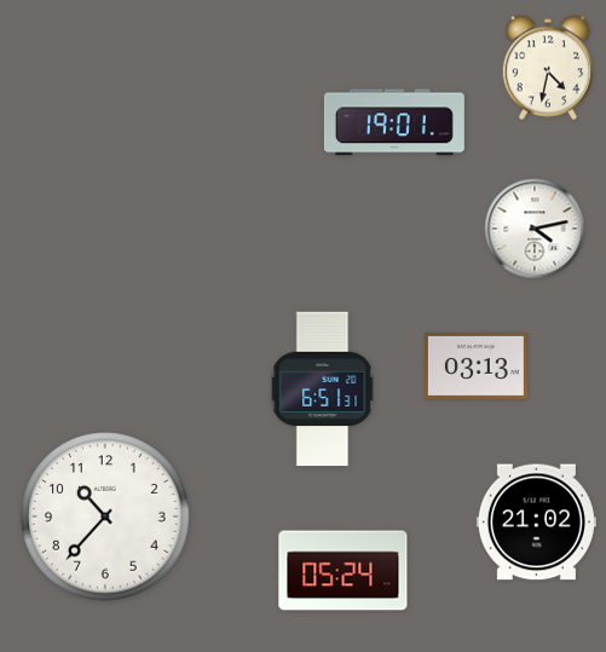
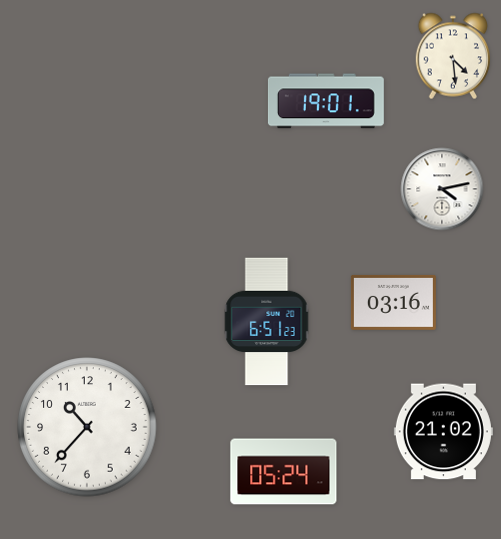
clock at (547, 68): 4:32 -> 4:29
clock at (475, 365): 03:13 -> 03:16
clock at (323, 390): 6:51:31 -> 6:51:23
